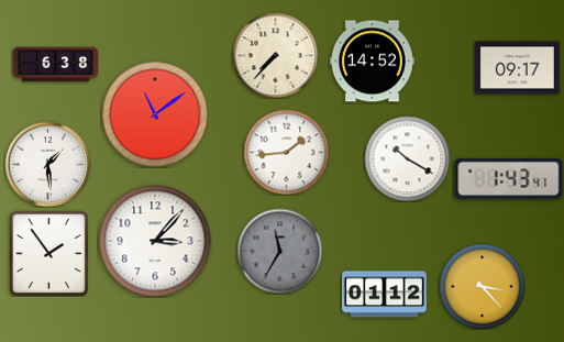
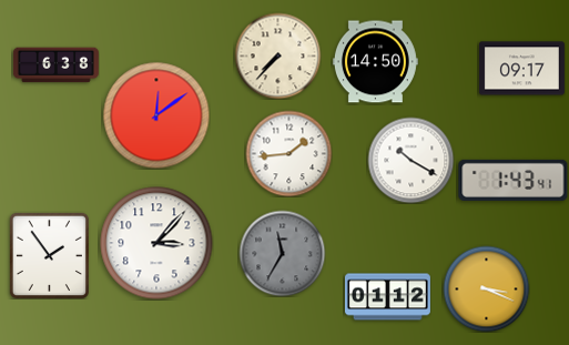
clock at (372, 62): 14:52 -> 14:50
clock at (155, 114): 11:09 -> 12:09
clock at (47, 164): 1:29 -> none
clock at (482, 286): 3:23 -> 3:19
